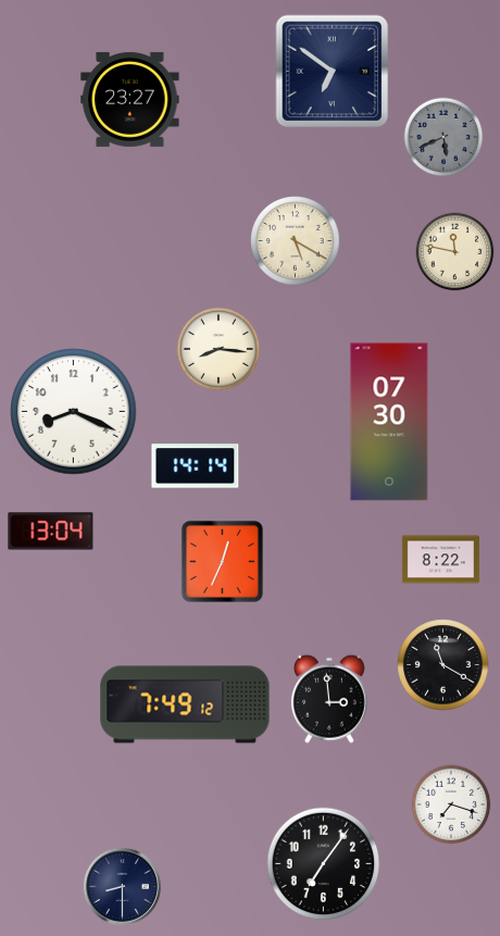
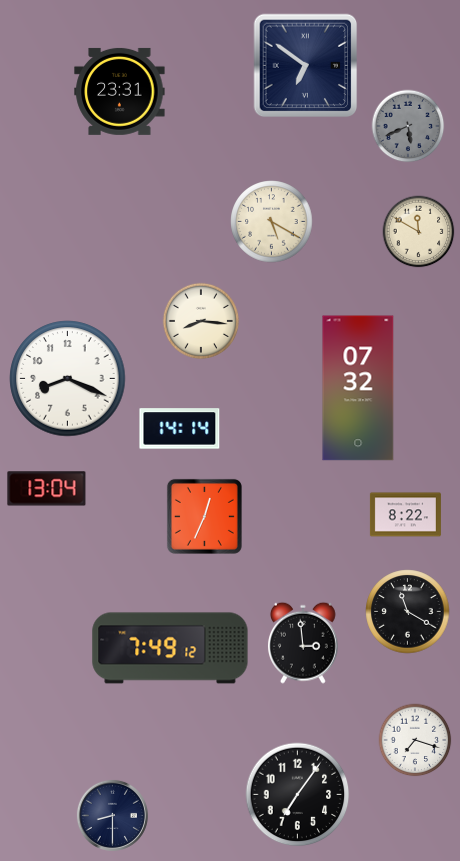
clock at (130, 99): 23:27 -> 23:31
clock at (455, 252): 11:47 -> 11:50
clock at (389, 422): 07:30 -> 07:32
